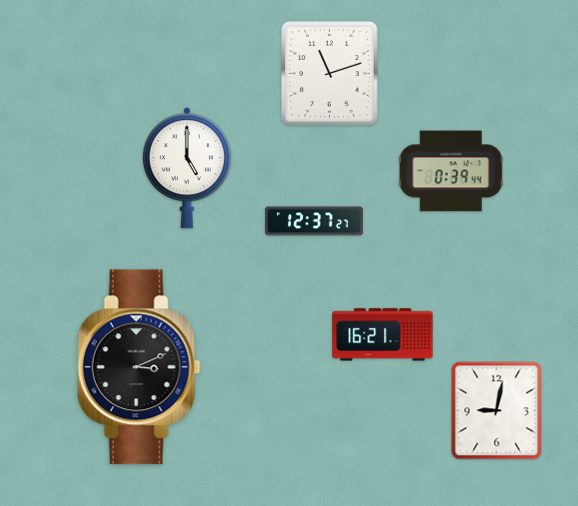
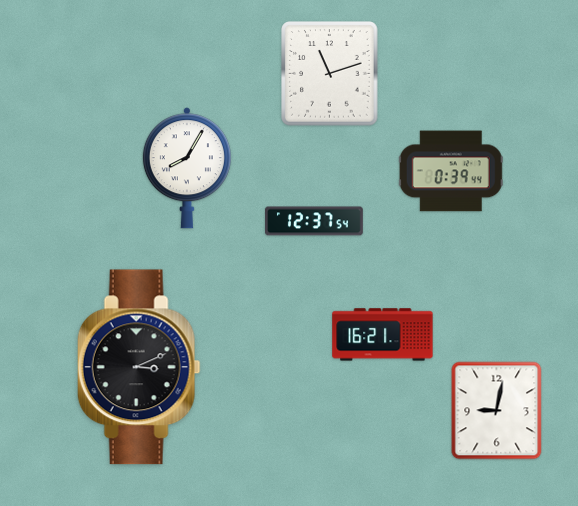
clock at (187, 168): 5:00 -> 8:05
clock at (315, 221): 12:37:27 -> 12:37:54
